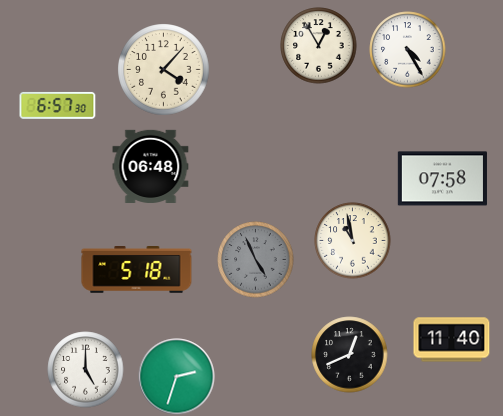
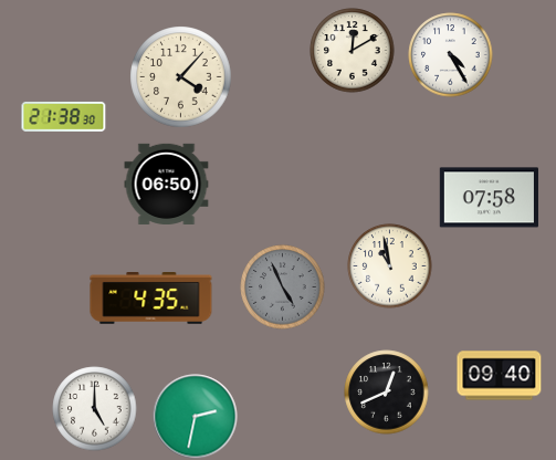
clock at (319, 46): 12:55 -> 12:10
clock at (58, 105): 6:57 -> 21:38
clock at (151, 166): 06:48 -> 06:50
clock at (137, 270): 5:18 -> 4:35
clock at (452, 340): 11:40 -> 09:40
clock at (177, 377): 2:33 -> 2:32
